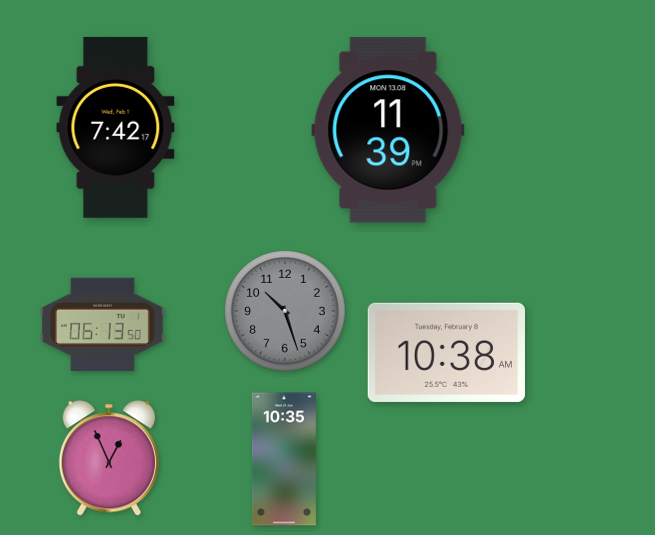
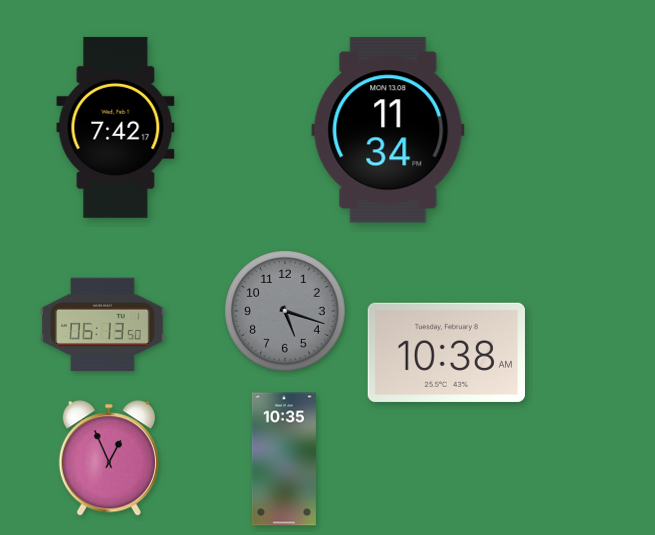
clock at (388, 130): 11:39 -> 11:34
clock at (285, 311): 10:27 -> 5:18
